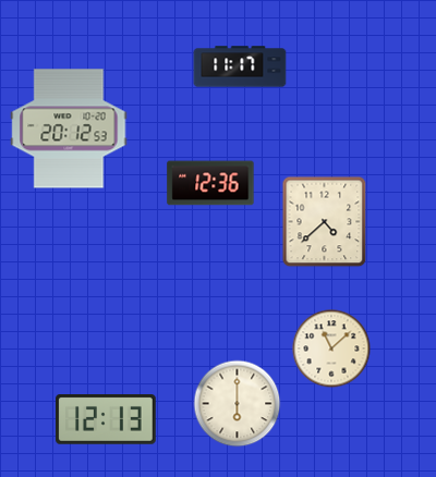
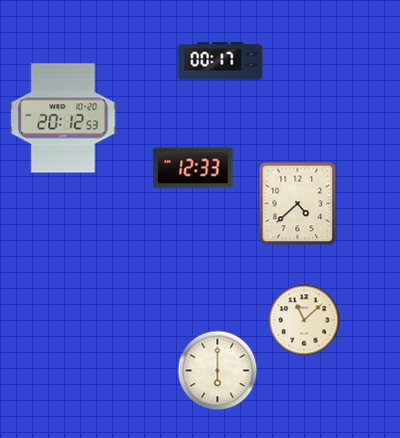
clock at (240, 66): 11:17 -> 00:17
clock at (210, 183): 12:36 -> 12:33
clock at (106, 420): 12:13 -> none
